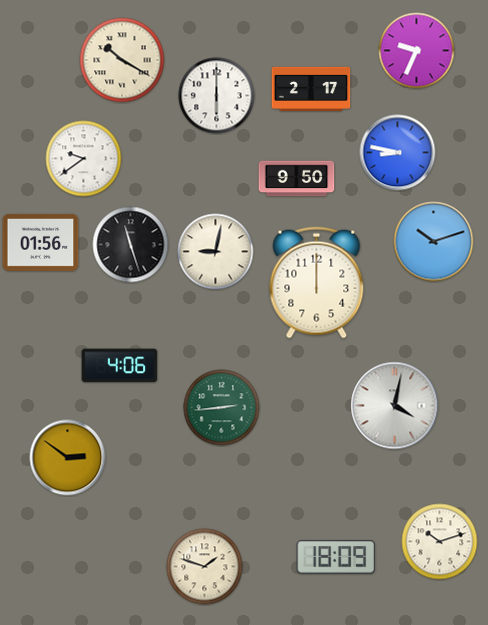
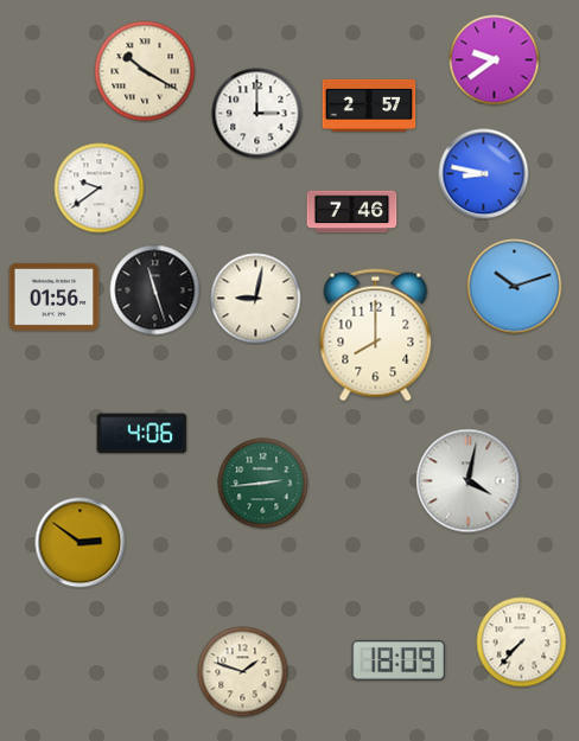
clock at (417, 51): 9:34 -> 9:39
clock at (311, 89): 2:17 -> 2:57
clock at (217, 96): 6:00 -> 3:00
clock at (398, 153) position: (398, 153) -> (484, 174)
clock at (297, 179): 9:50 -> 7:46
clock at (41, 242) position: (41, 242) -> (55, 296)
clock at (317, 283): 12:00 -> 8:00
clock at (440, 542): 10:12 -> 7:37
